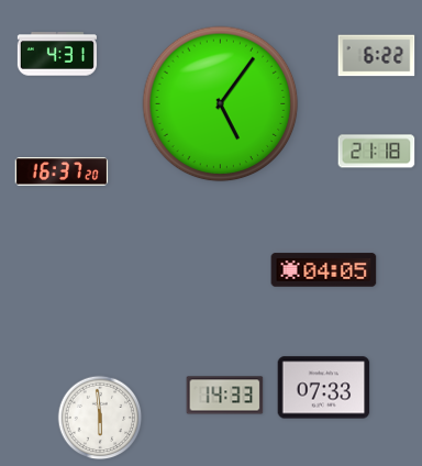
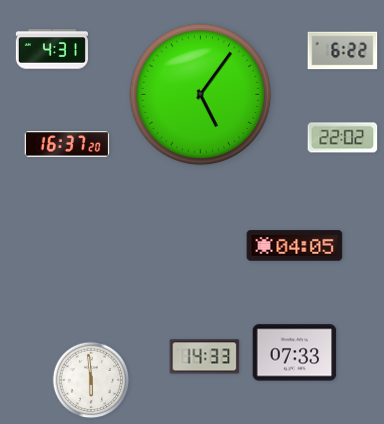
clock at (377, 152): 21:18 -> 22:02
clock at (62, 171) position: (62, 171) -> (67, 144)
clock at (225, 396) position: (225, 396) -> (205, 357)
